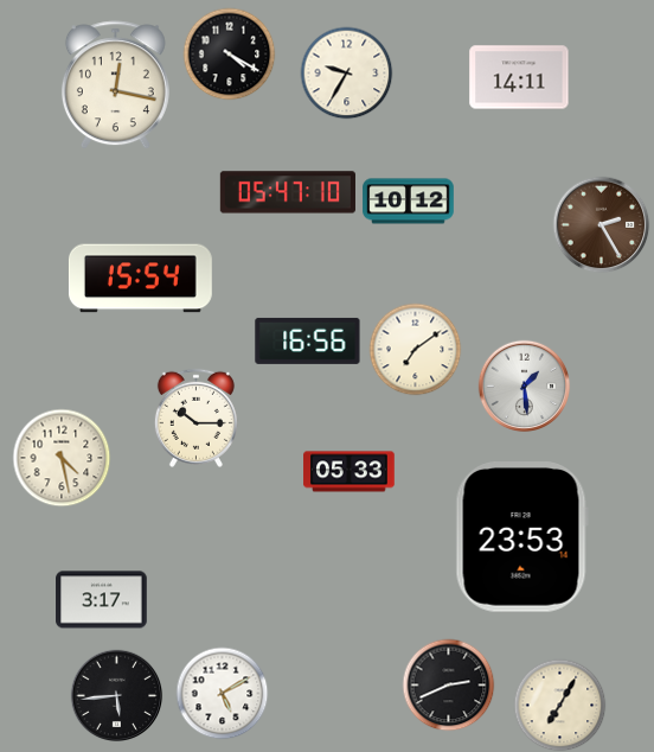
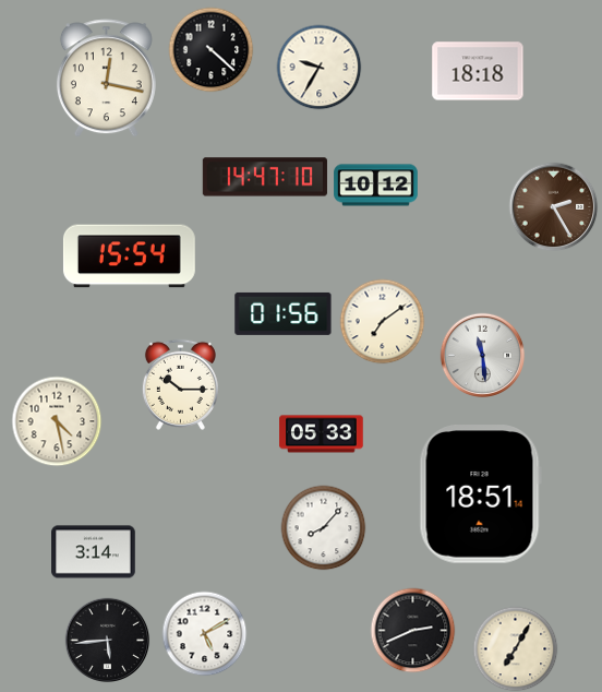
clock at (229, 53): 4:20 -> 4:22
clock at (519, 77): 14:11 -> 18:18
clock at (288, 192): 05:47 -> 14:47
clock at (308, 340): 16:56 -> 01:56
clock at (524, 385): 1:29 -> 11:29
clock at (521, 537): 23:53 -> 18:51
clock at (323, 527): none -> 8:07
clock at (102, 600): 3:17 -> 3:14
clock at (222, 693) position: (222, 693) -> (204, 633)
